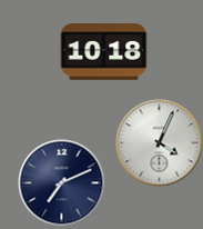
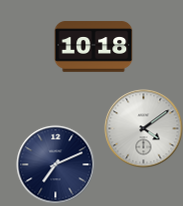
clock at (159, 142): 4:04 -> 4:09
